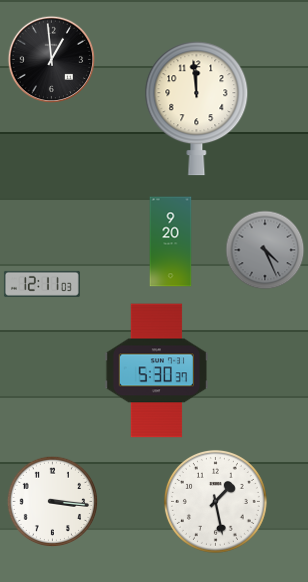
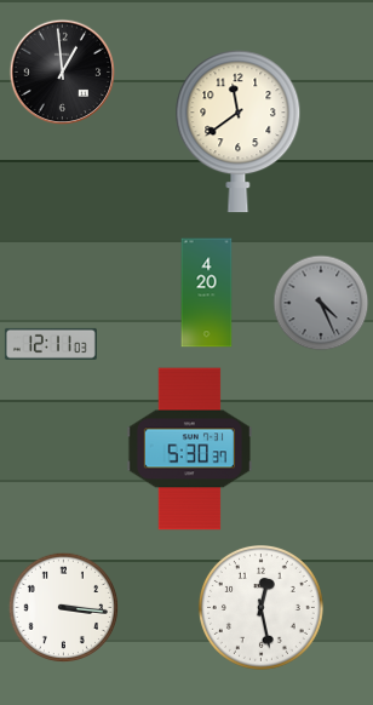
clock at (197, 109): 11:59 -> 11:39
clock at (171, 242): 9:20 -> 4:20
clock at (215, 501): 1:28 -> 12:28
